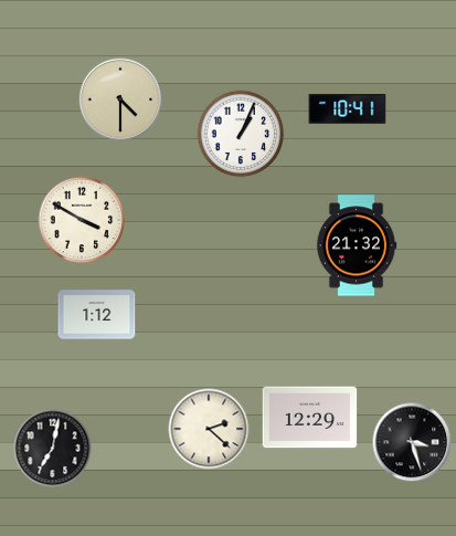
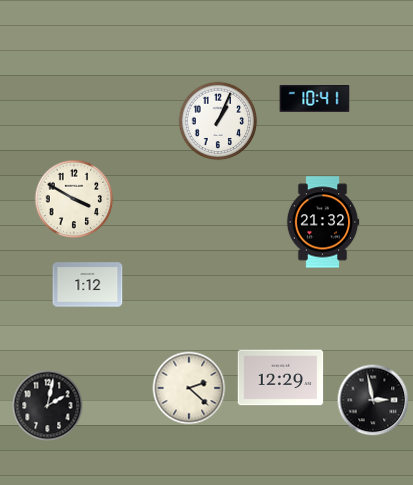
clock at (120, 99): 4:30 -> none
clock at (412, 442): 3:27 -> 2:58
clock at (53, 449): 7:02 -> 2:02
